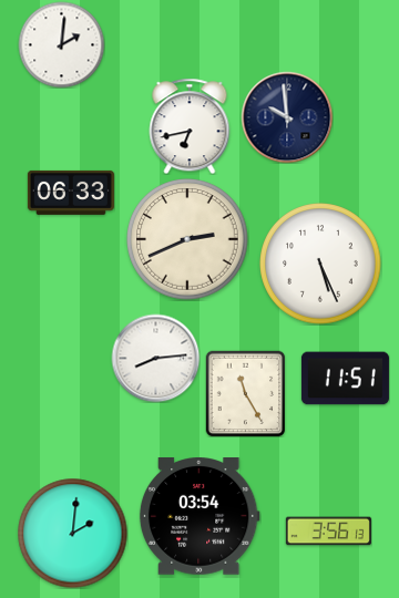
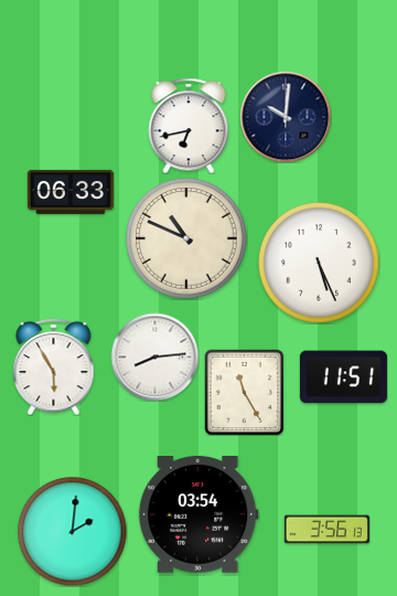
clock at (61, 44): 2:01 -> none
clock at (287, 117): 9:59 -> 10:01
clock at (187, 239): 2:41 -> 10:49
clock at (54, 366): none -> 5:55
